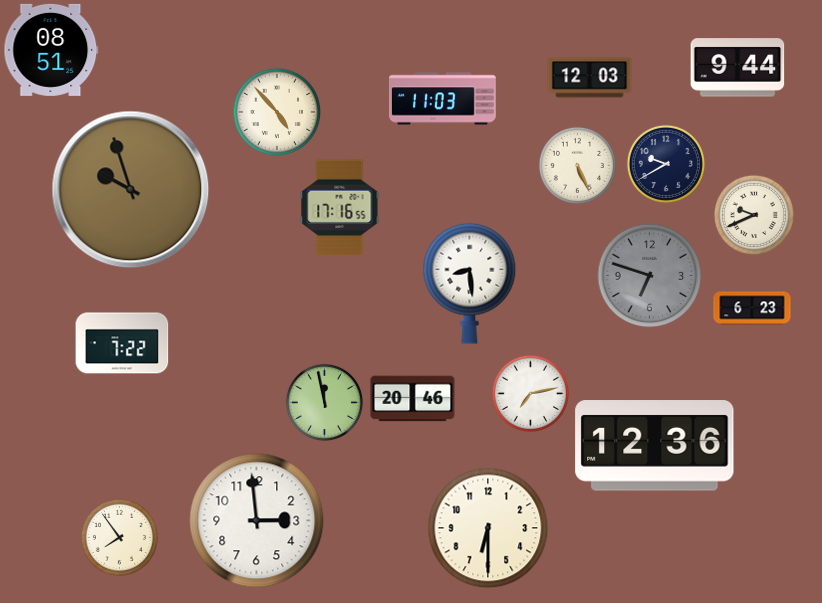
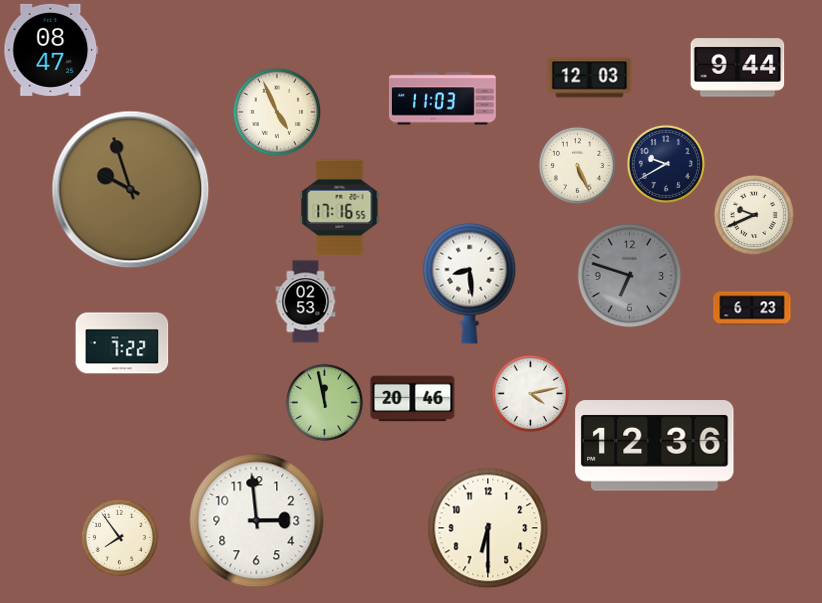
clock at (51, 50): 08:51 -> 08:47
clock at (277, 112): 4:53 -> 4:56
clock at (650, 276) position: (650, 276) -> (630, 276)
clock at (306, 302): none -> 02:53
clock at (530, 393): 7:13 -> 4:13
